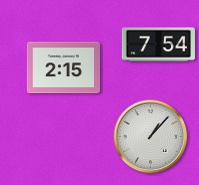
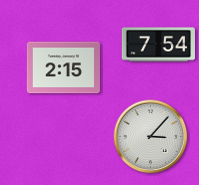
clock at (151, 137): 1:07 -> 3:07
